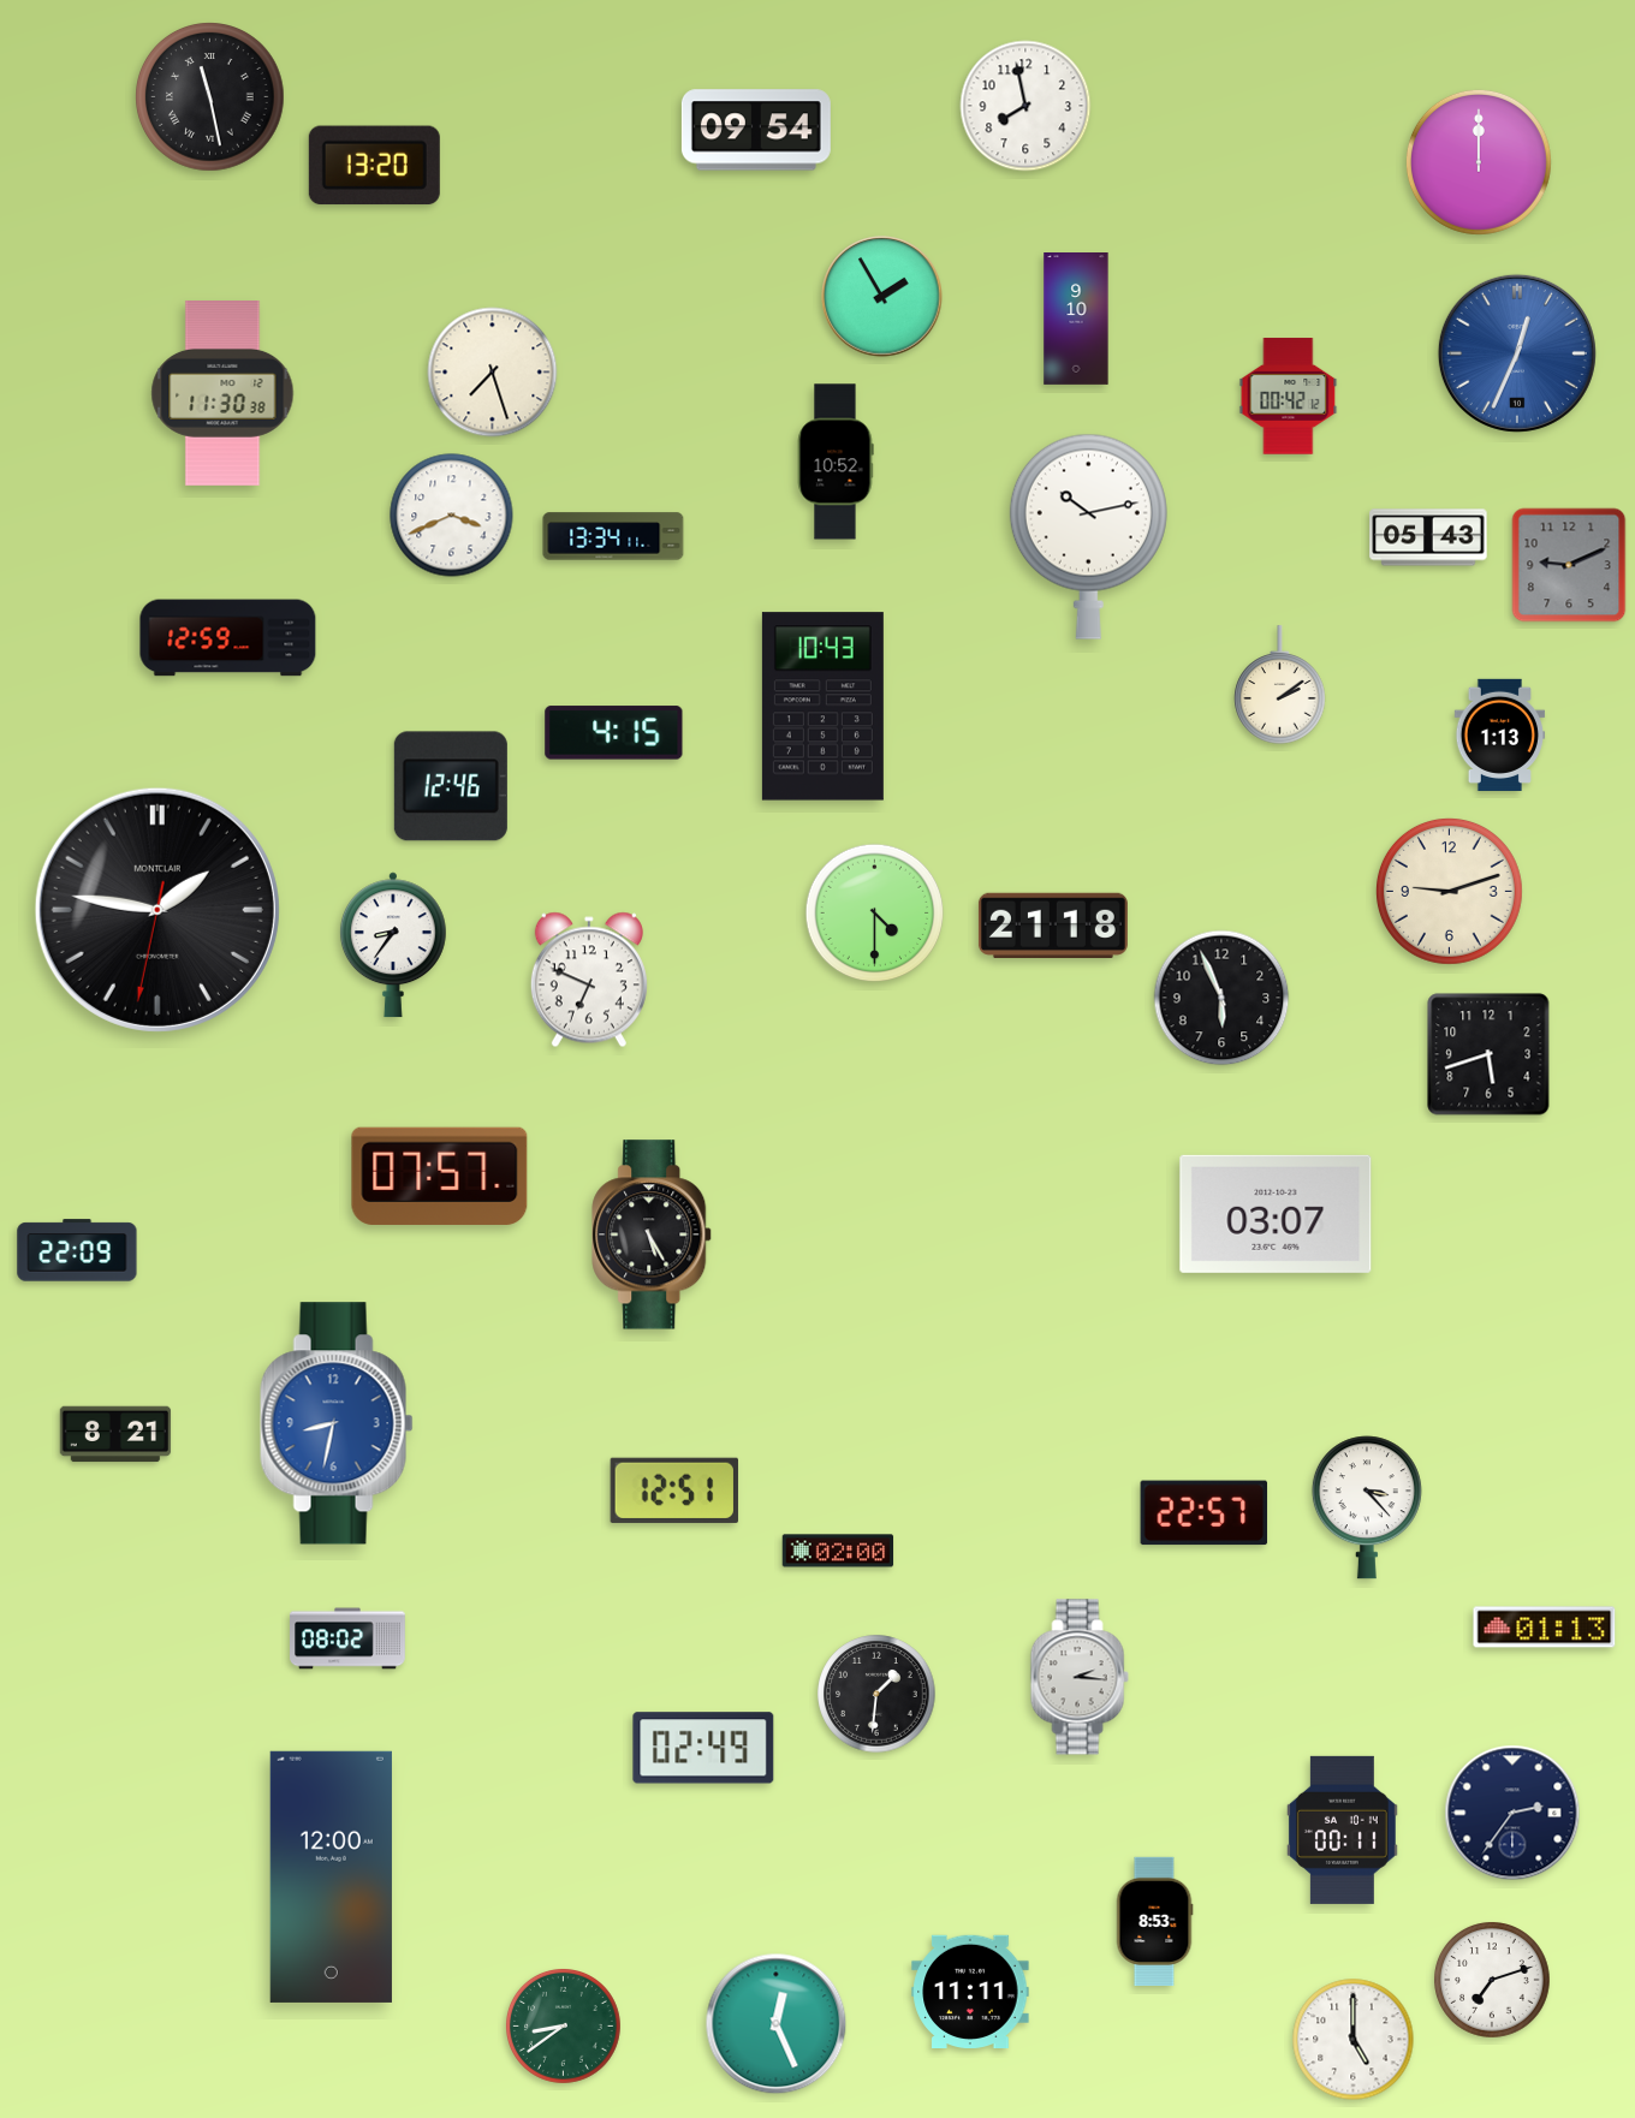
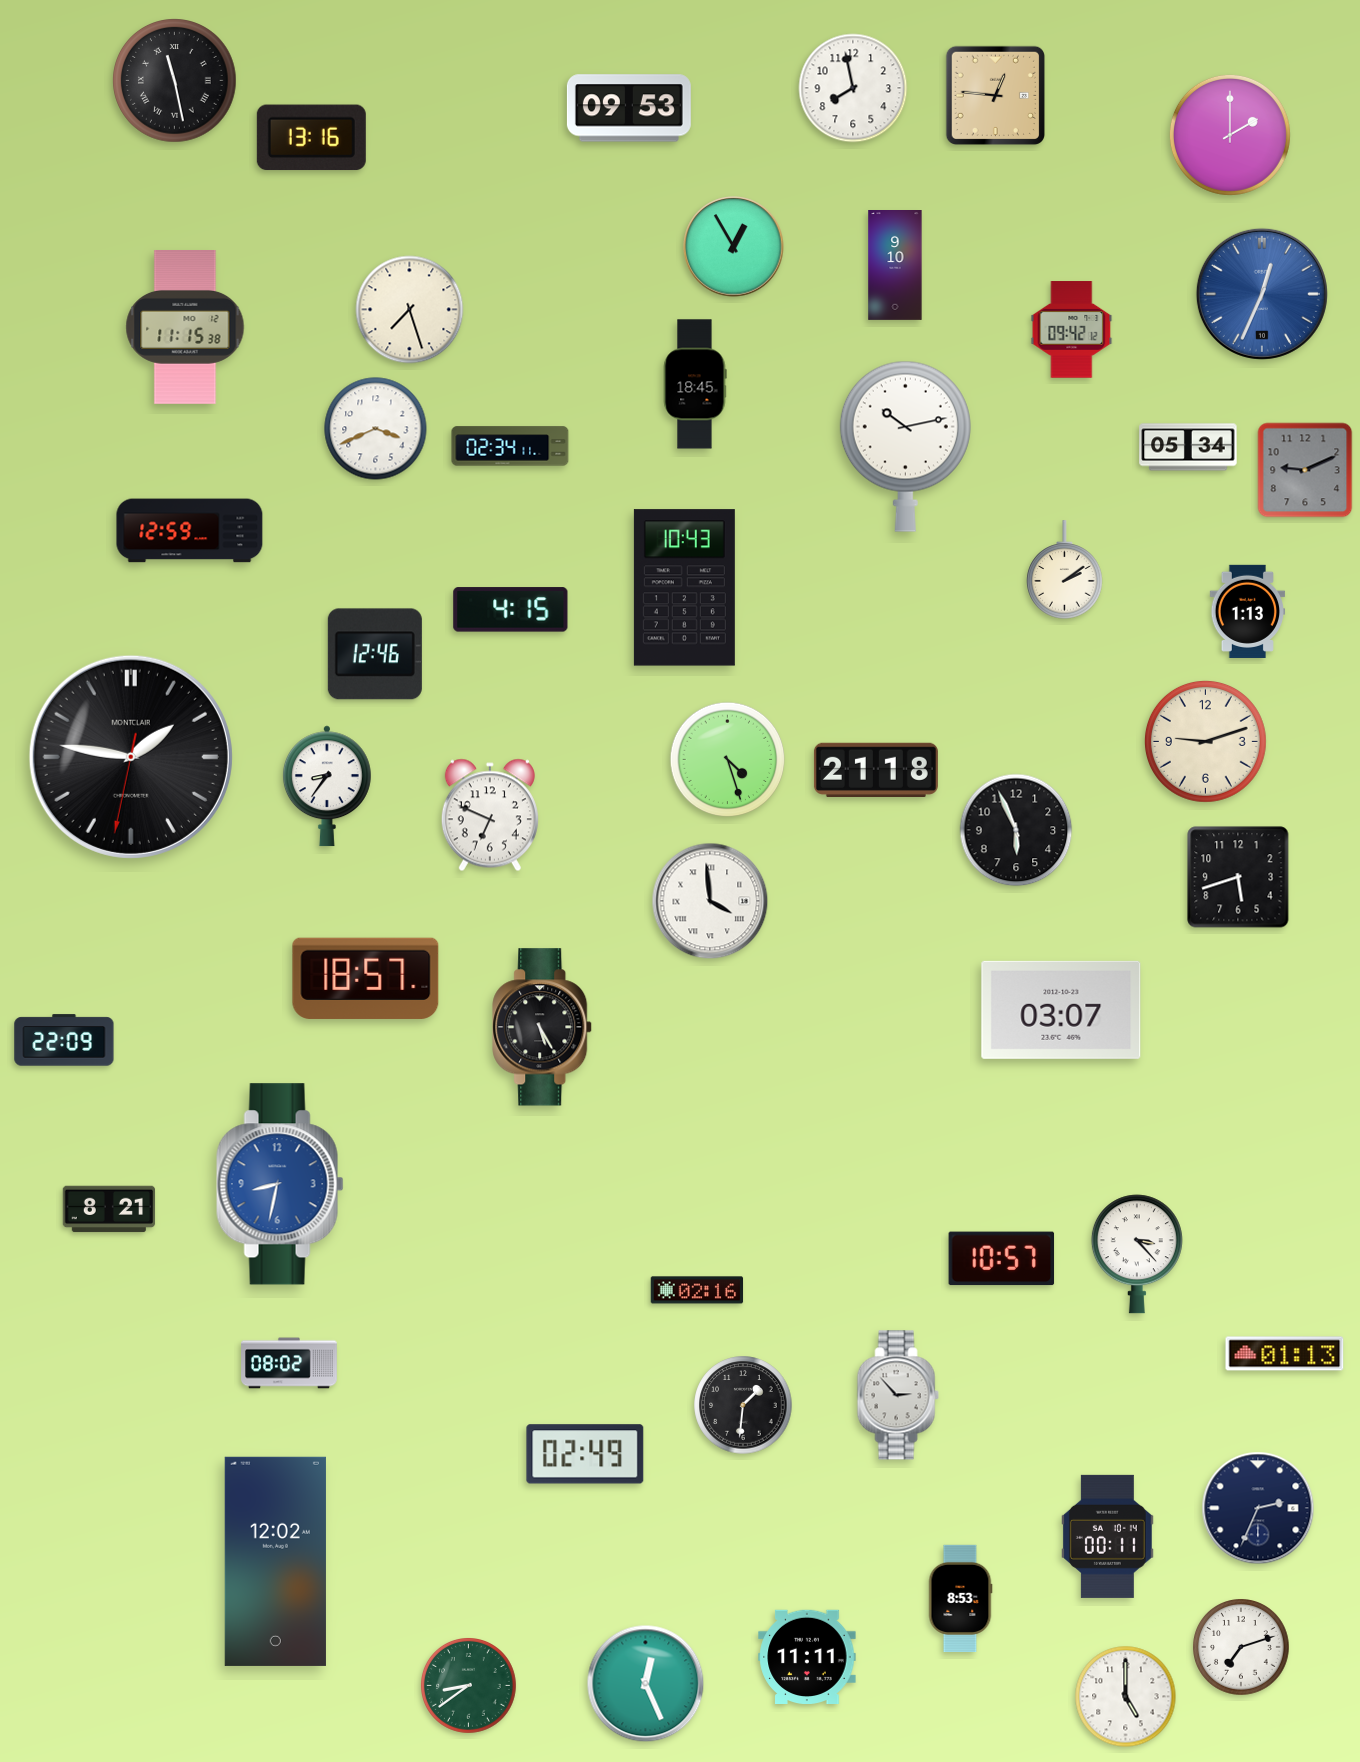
clock at (995, 95): none -> 12:46
clock at (756, 130): 09:54 -> 09:53
clock at (1479, 162): 12:00 -> 2:00
clock at (374, 166): 13:20 -> 13:16
clock at (882, 297): 1:55 -> 12:55
clock at (222, 394): 11:30 -> 11:15
clock at (1289, 397): 00:42 -> 09:42
clock at (836, 462): 10:52 -> 18:45
clock at (613, 536): 13:34 -> 02:34
clock at (1428, 537): 05:43 -> 05:34
clock at (875, 914): 4:30 -> 4:27
clock at (710, 901): none -> 3:59
clock at (440, 1176): 07:57 -> 18:57
clock at (115, 1434) position: (115, 1434) -> (109, 1209)
clock at (674, 1491): 12:51 -> none
clock at (1205, 1513): 22:57 -> 10:57
clock at (838, 1551): 02:00 -> 02:16
clock at (1080, 1677): 2:16 -> 2:53
clock at (876, 1694) position: (876, 1694) -> (743, 1405)
clock at (1512, 1813): 2:36 -> 2:34
clock at (1342, 1830) position: (1342, 1830) -> (1107, 1536)
clock at (331, 1876): 12:00 -> 12:02
